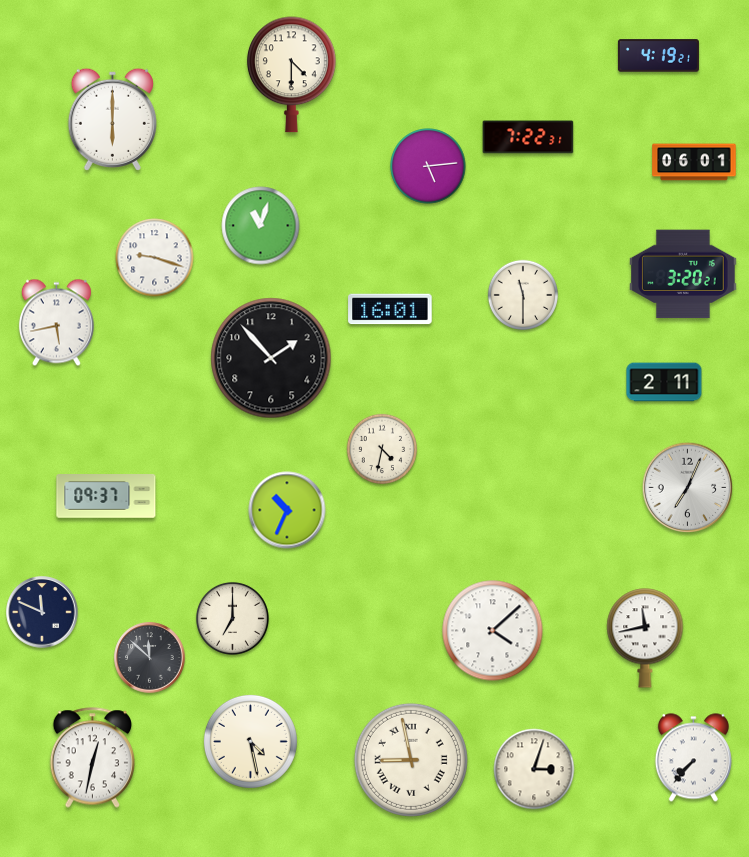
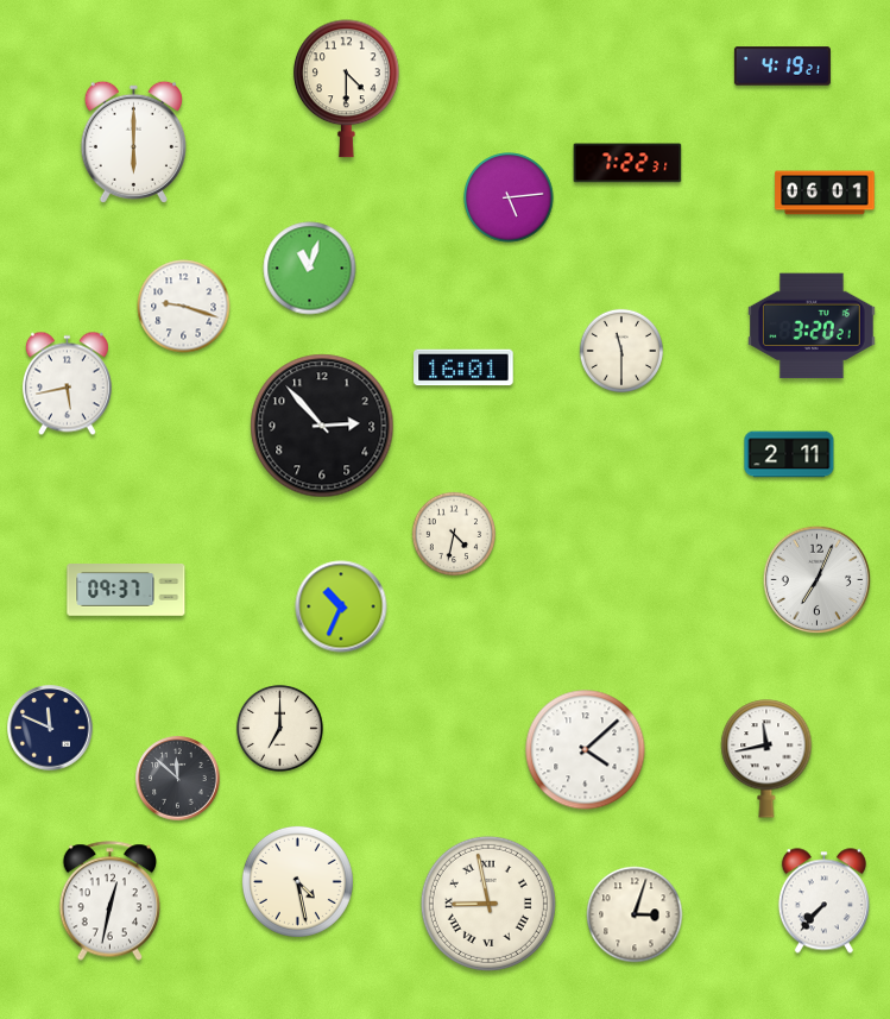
clock at (271, 358): 1:53 -> 2:53
clock at (232, 618) position: (232, 618) -> (279, 728)
clock at (150, 658) position: (150, 658) -> (178, 779)
